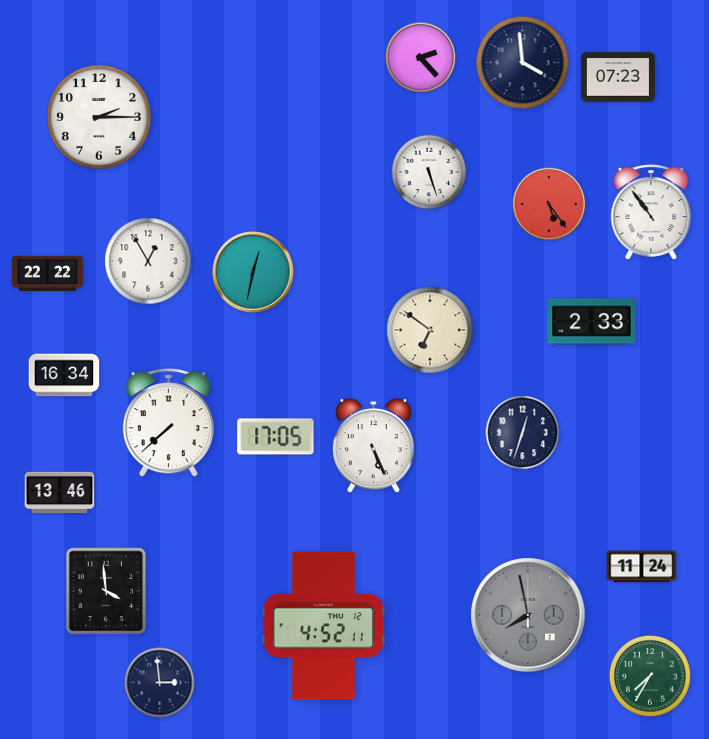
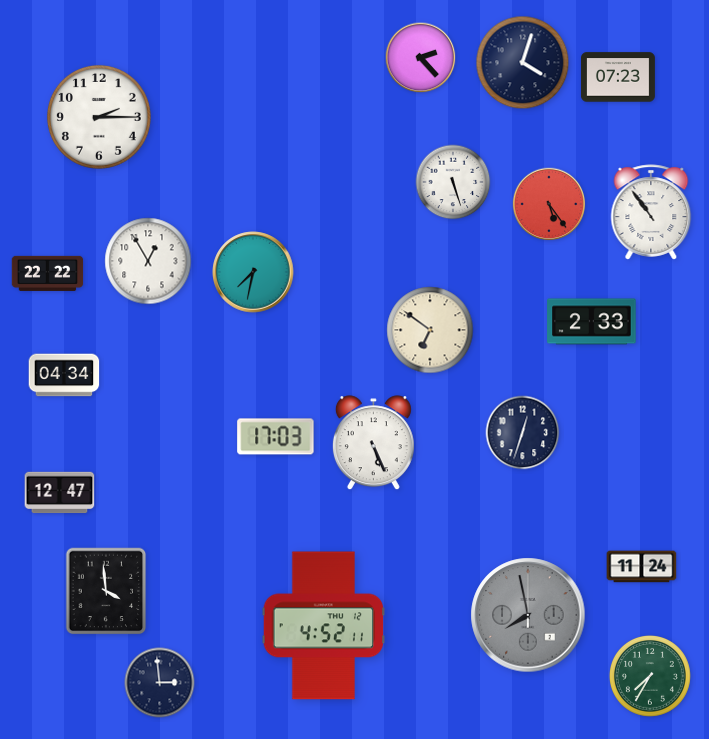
clock at (523, 63): 3:59 -> 4:03
clock at (429, 172) position: (429, 172) -> (453, 182)
clock at (253, 272): 12:32 -> 7:32
clock at (64, 375): 16:34 -> 04:34
clock at (168, 423): 7:38 -> none
clock at (276, 437): 17:05 -> 17:03
clock at (373, 446) position: (373, 446) -> (373, 443)
clock at (60, 493): 13:46 -> 12:47
